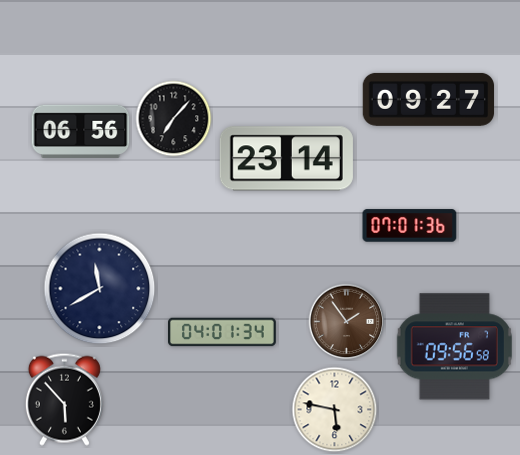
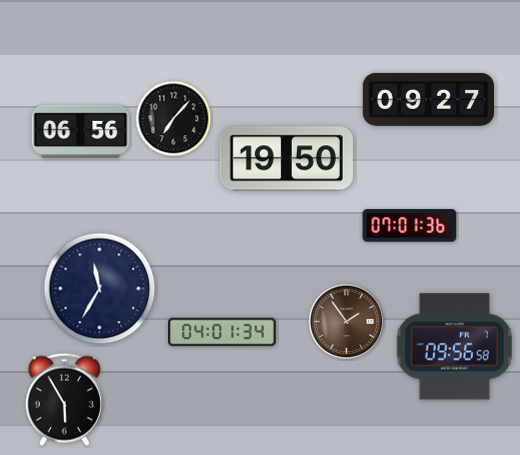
clock at (286, 159): 23:14 -> 19:50
clock at (100, 289): 11:40 -> 11:35
clock at (64, 399): 5:53 -> 5:55
clock at (335, 410): 5:47 -> none
